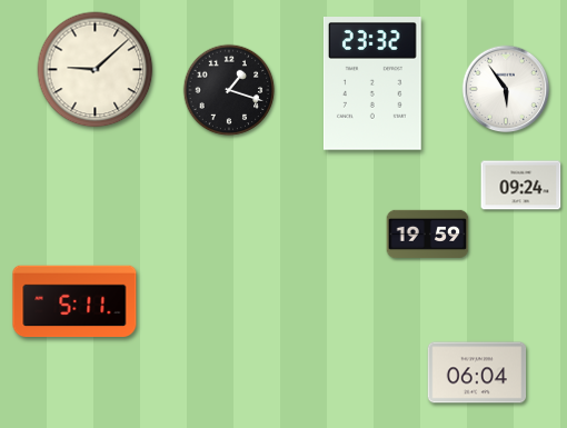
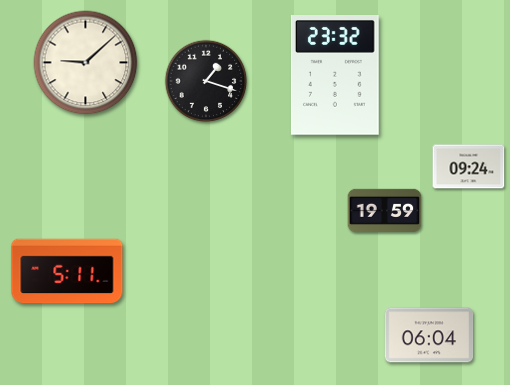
clock at (506, 89): 5:54 -> none
